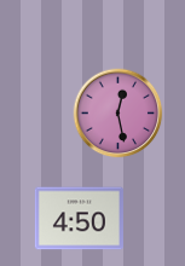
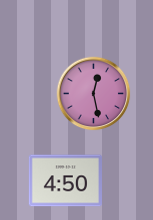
clock at (118, 114) position: (118, 114) -> (94, 94)
